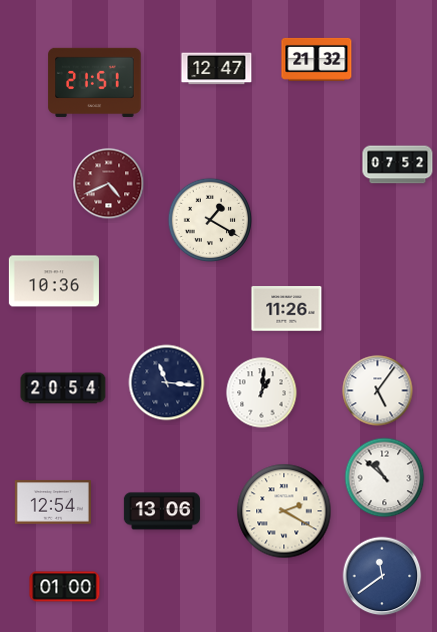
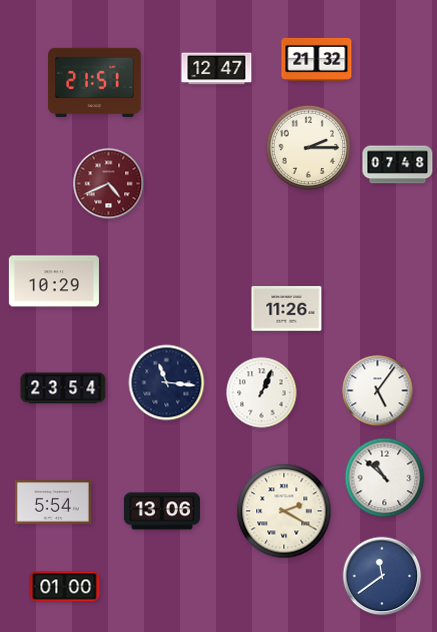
clock at (308, 147): none -> 2:15
clock at (398, 165): 07:52 -> 07:48
clock at (210, 220): 1:20 -> none
clock at (54, 281): 10:36 -> 10:29
clock at (63, 388): 20:54 -> 23:54
clock at (262, 393): 1:01 -> 1:04
clock at (53, 502): 12:54 -> 5:54
